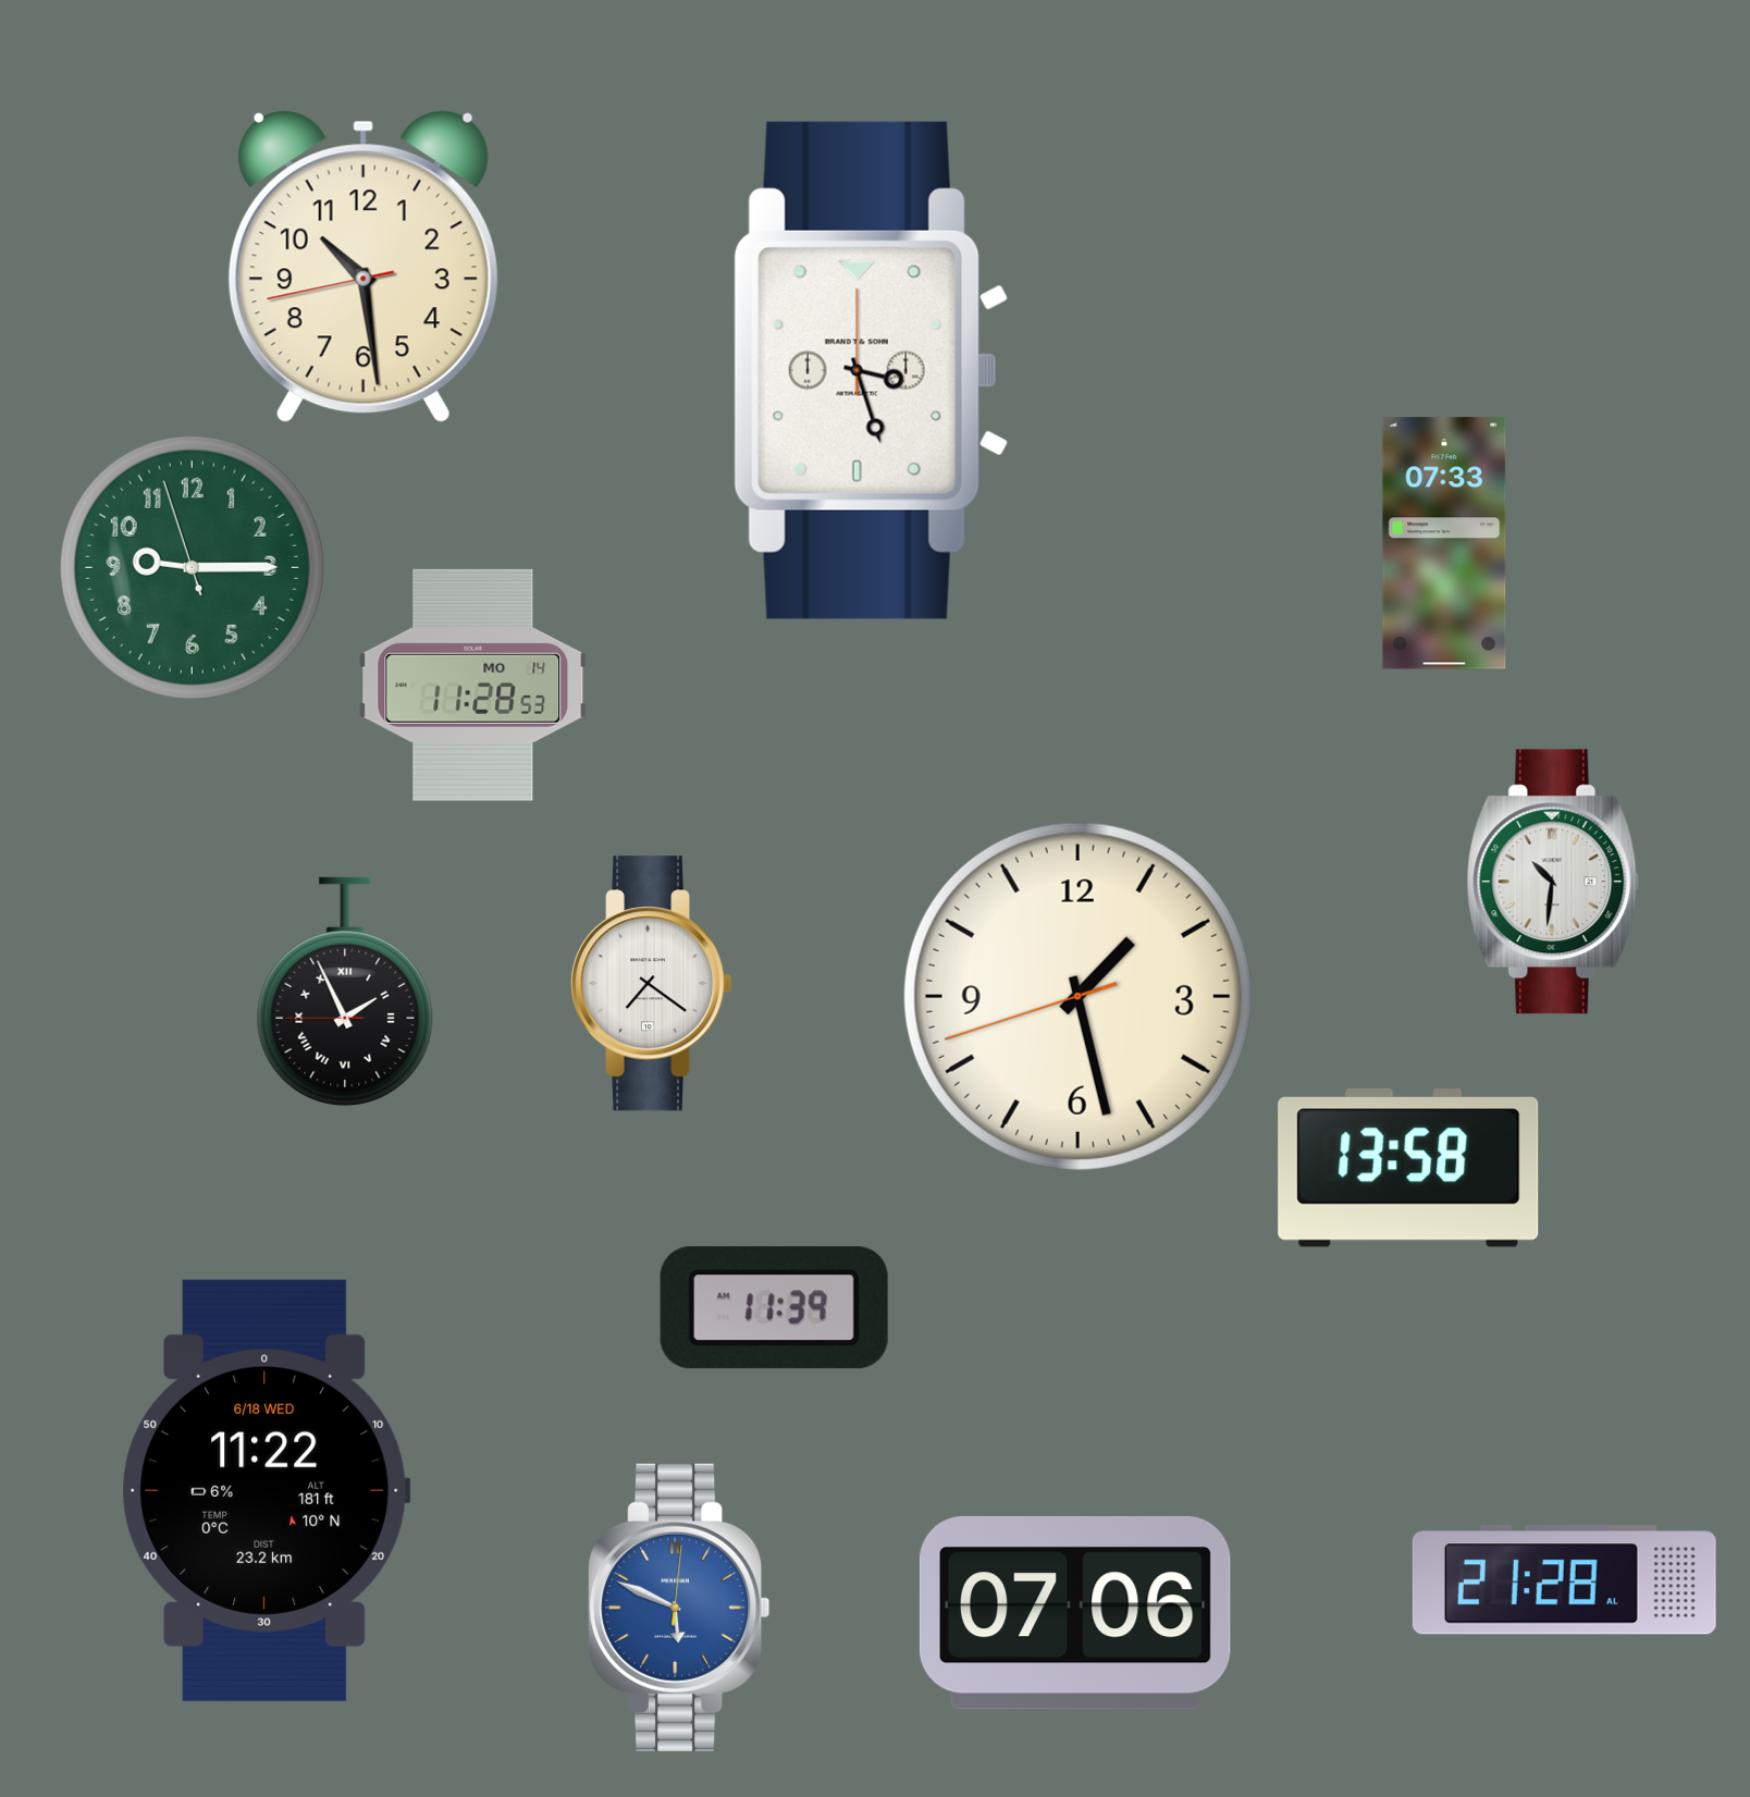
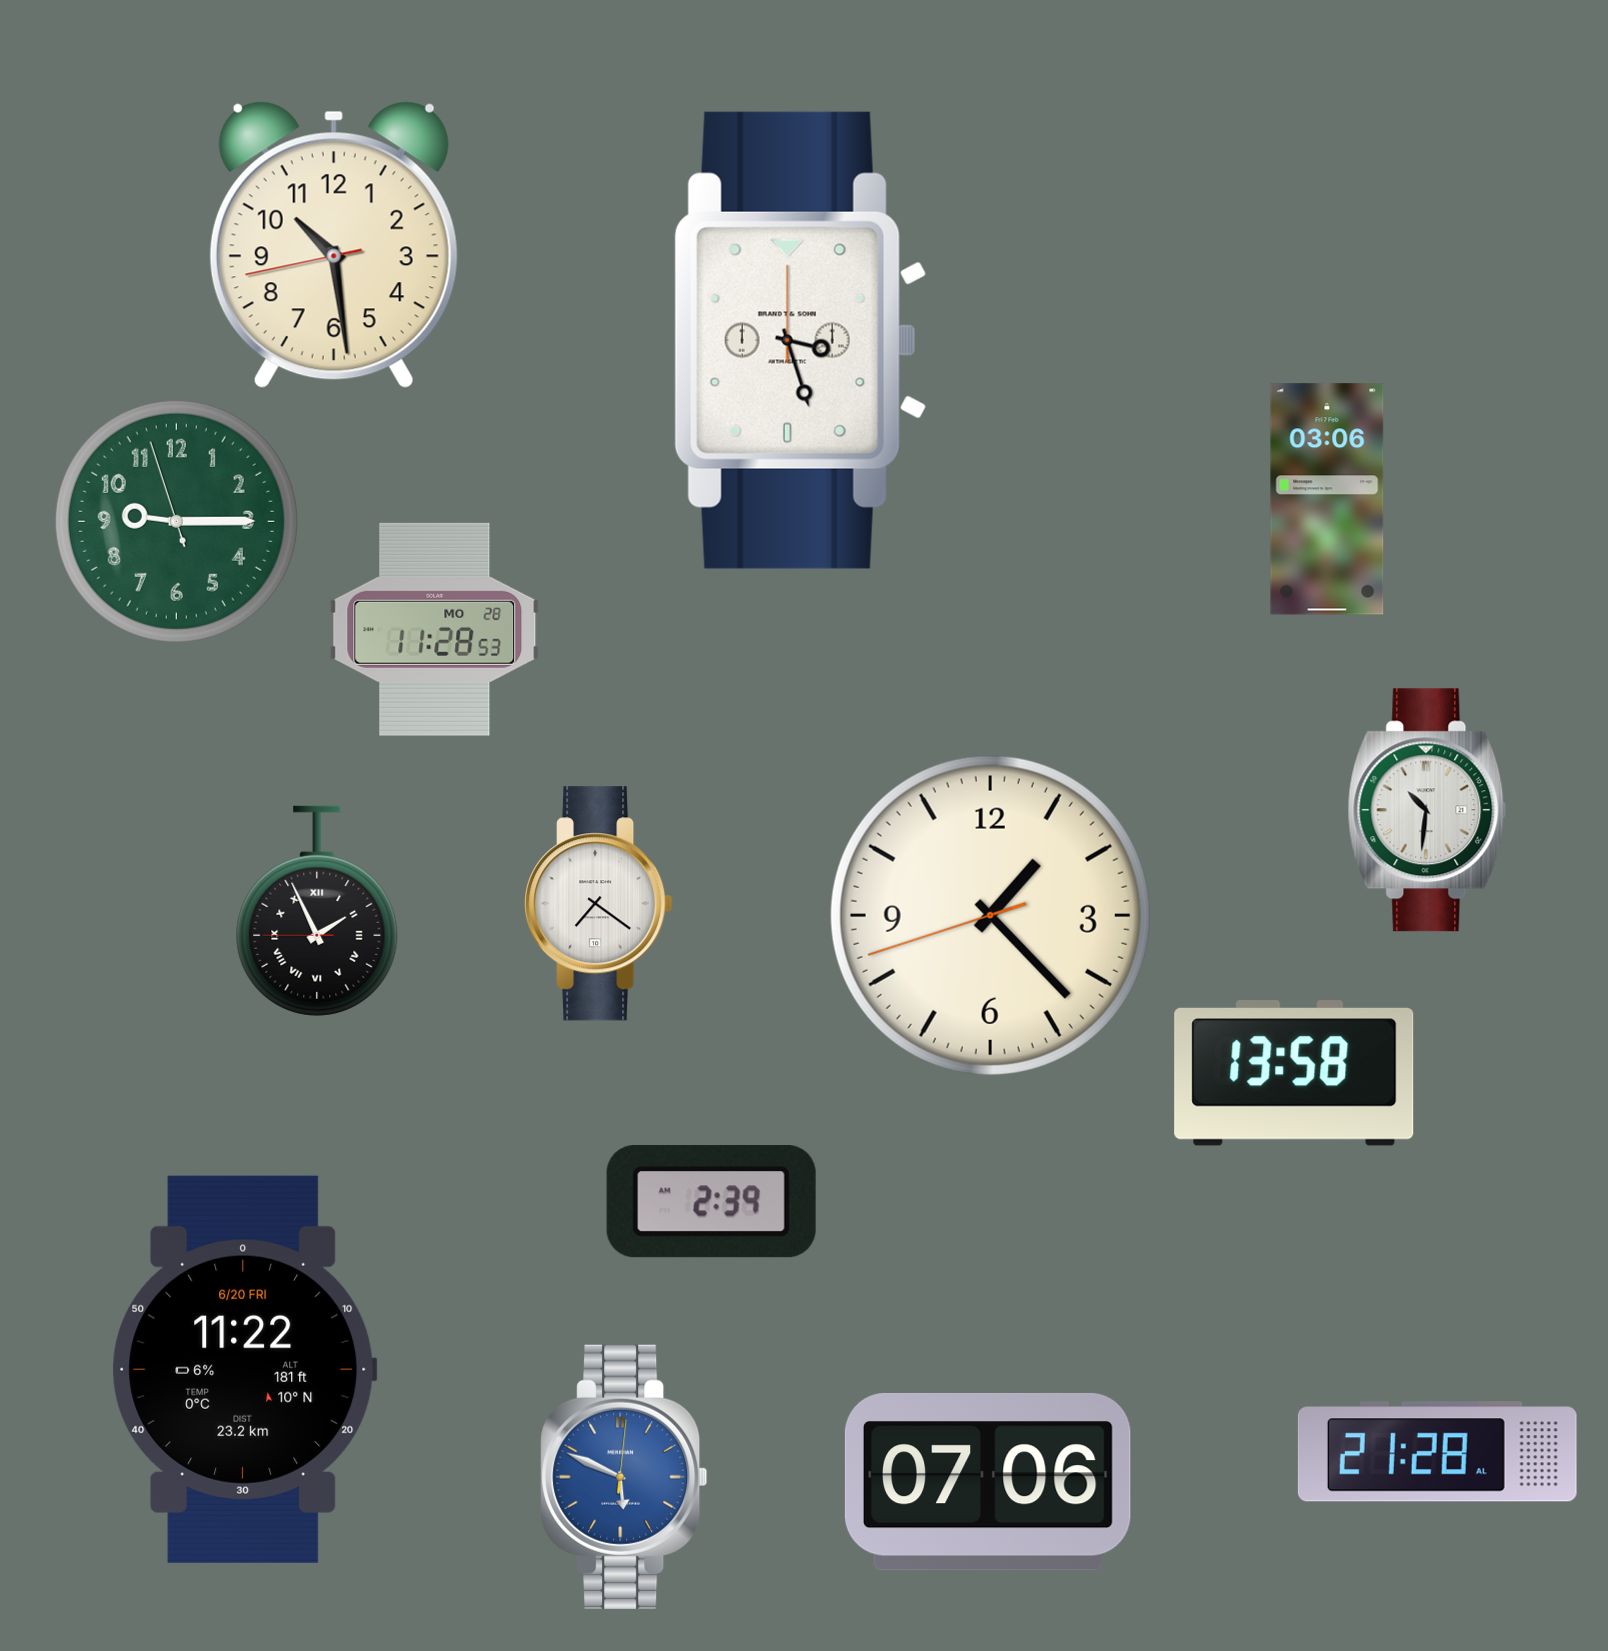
clock at (1444, 543): 07:33 -> 03:06
clock at (473, 685) date: MO 14 -> MO 28
clock at (1077, 996): 1:27 -> 1:22
clock at (774, 1308): 11:39 -> 2:39
clock at (267, 1490) date: 6/18 WED -> 6/20 FRI
